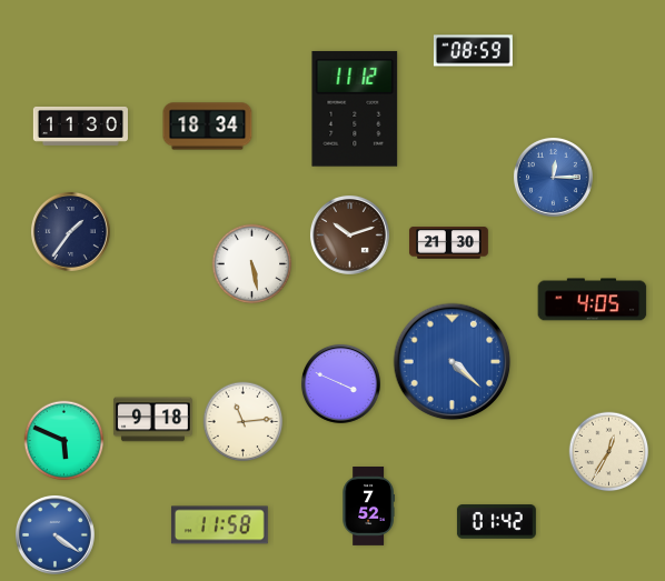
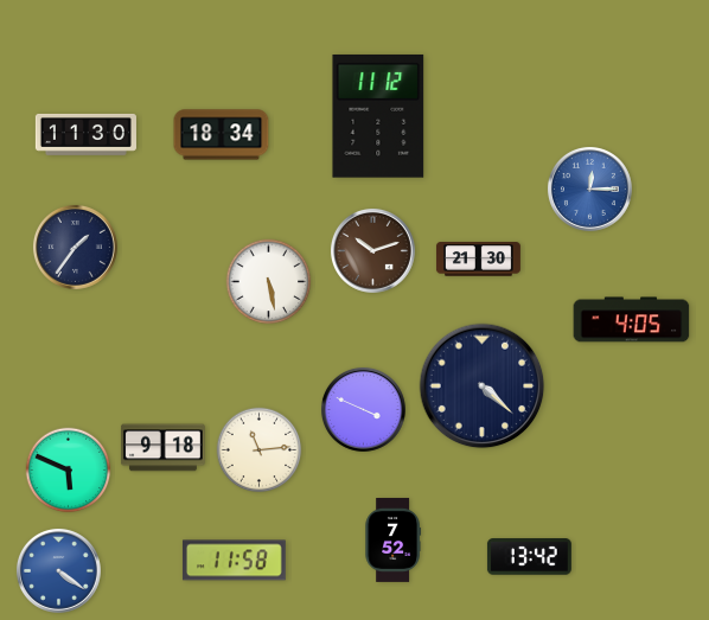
clock at (473, 51): 08:59 -> none
clock at (453, 362) dial: blue -> navy
clock at (609, 452): 12:35 -> none
clock at (496, 522): 01:42 -> 13:42
